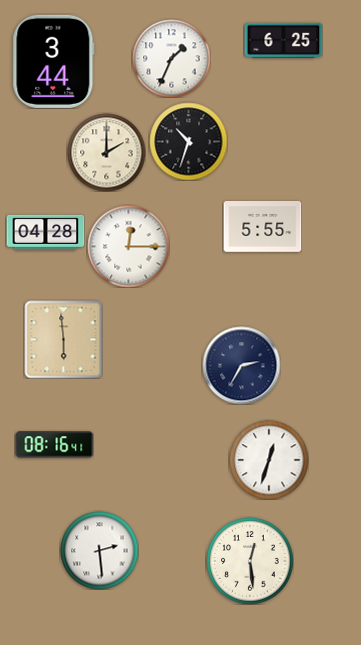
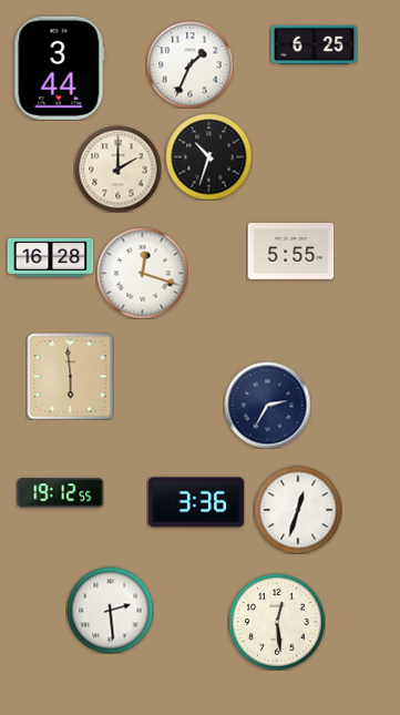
clock at (45, 232): 04:28 -> 16:28
clock at (128, 246): 12:15 -> 12:18
clock at (54, 445): 08:16 -> 19:12
clock at (196, 502): none -> 3:36
